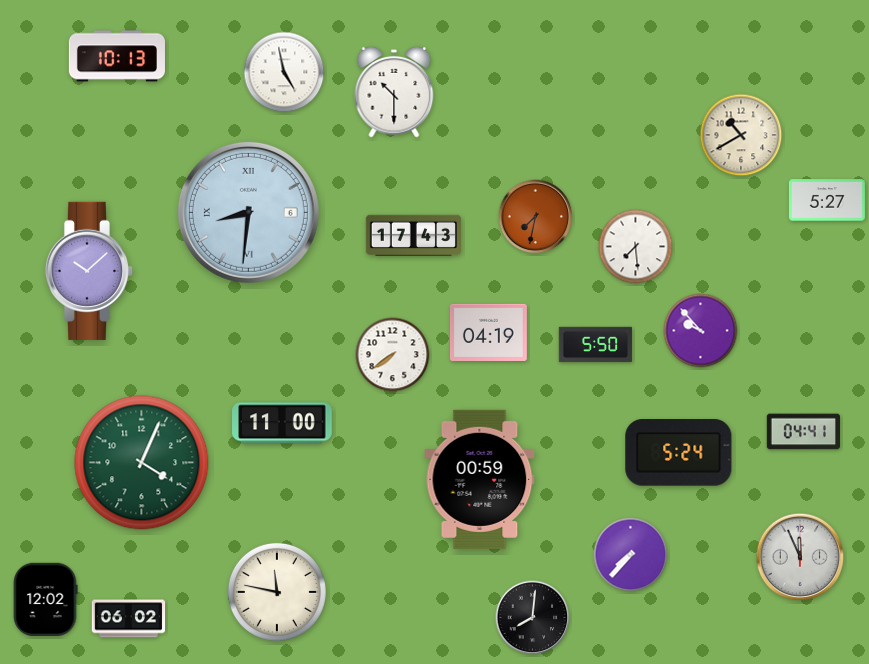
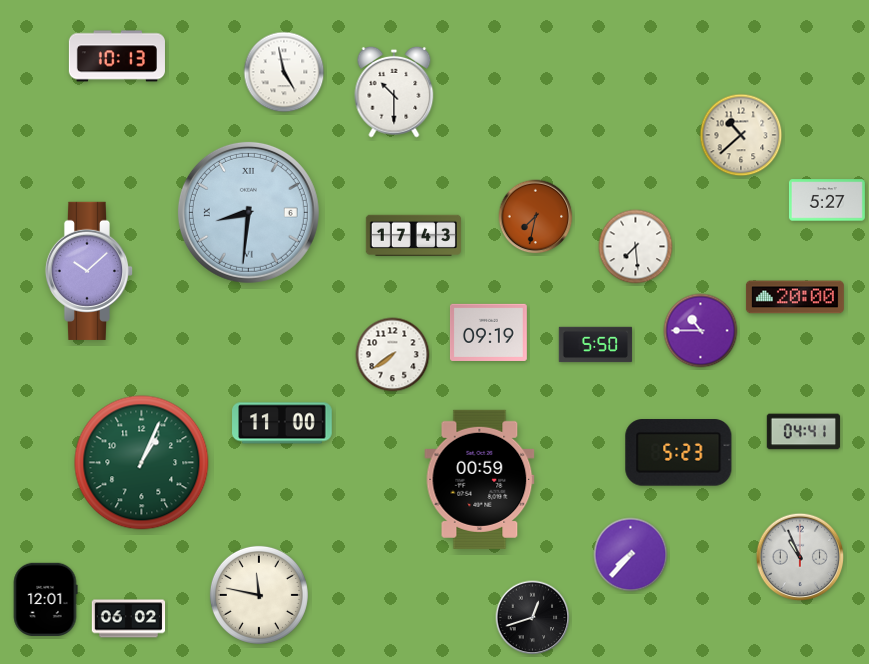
clock at (741, 135): 10:40 -> 10:38
clock at (795, 297): none -> 20:00
clock at (701, 331): 9:53 -> 10:45
clock at (488, 332): 04:19 -> 09:19
clock at (679, 453): 5:24 -> 5:23
clock at (142, 463): 4:04 -> 1:04
clock at (800, 557): 11:56 -> 10:56
clock at (277, 592) position: (277, 592) -> (259, 595)
clock at (45, 599): 12:02 -> 12:01
clock at (533, 618): 8:01 -> 12:42
